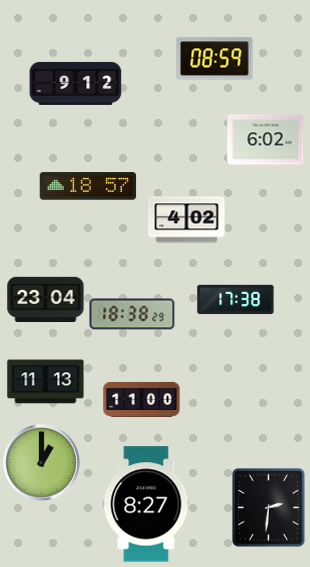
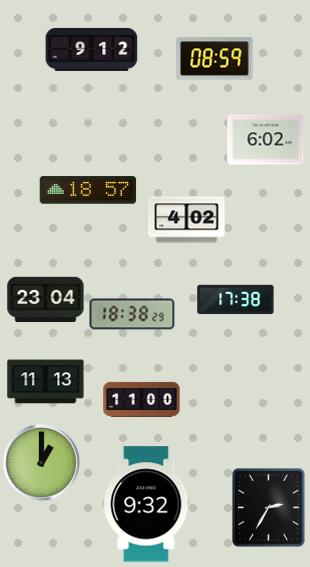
clock at (76, 83) position: (76, 83) -> (92, 49)
clock at (88, 186) position: (88, 186) -> (88, 190)
clock at (146, 504): 8:27 -> 9:32
clock at (269, 508): 2:31 -> 2:35
